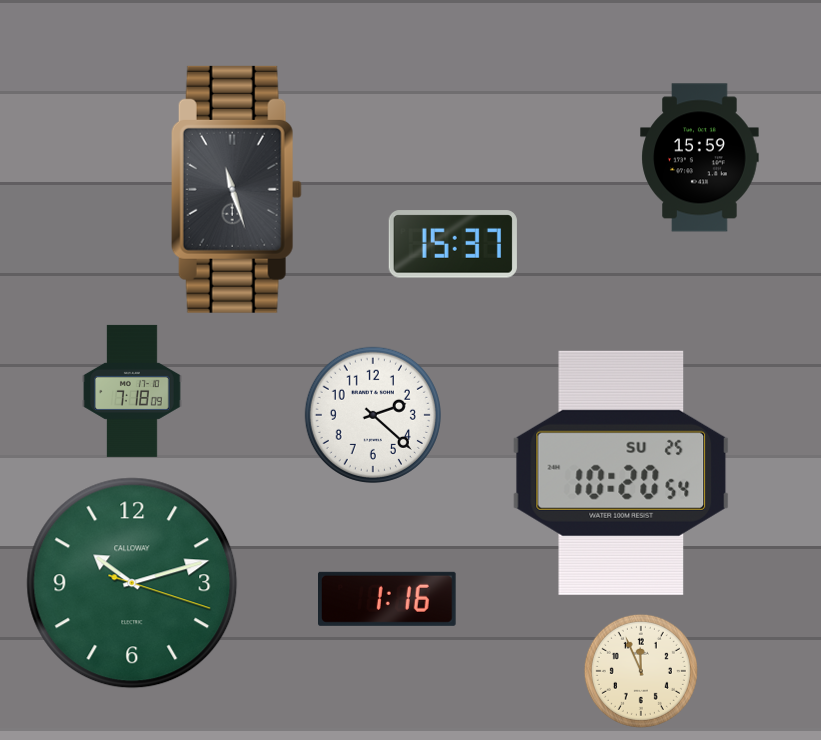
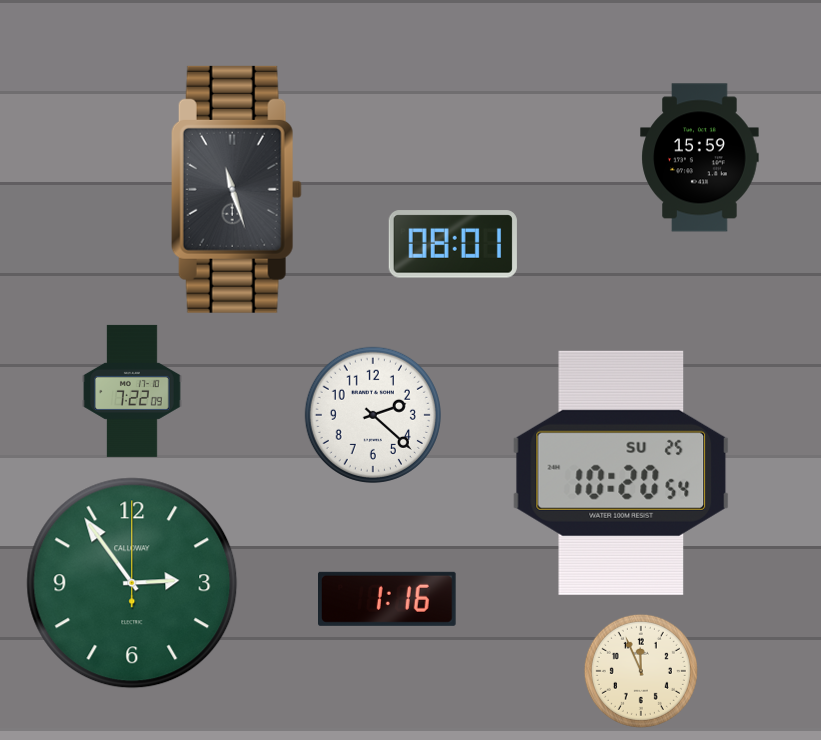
clock at (453, 244): 15:37 -> 08:01
clock at (132, 391): 7:18 -> 7:22
clock at (132, 583): 10:12 -> 2:54
